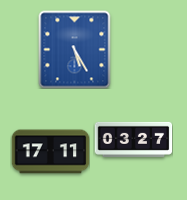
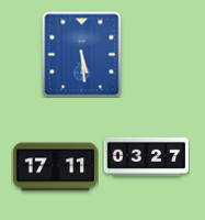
clock at (75, 49): 5:25 -> 5:29
clock at (133, 139) position: (133, 139) -> (146, 156)
